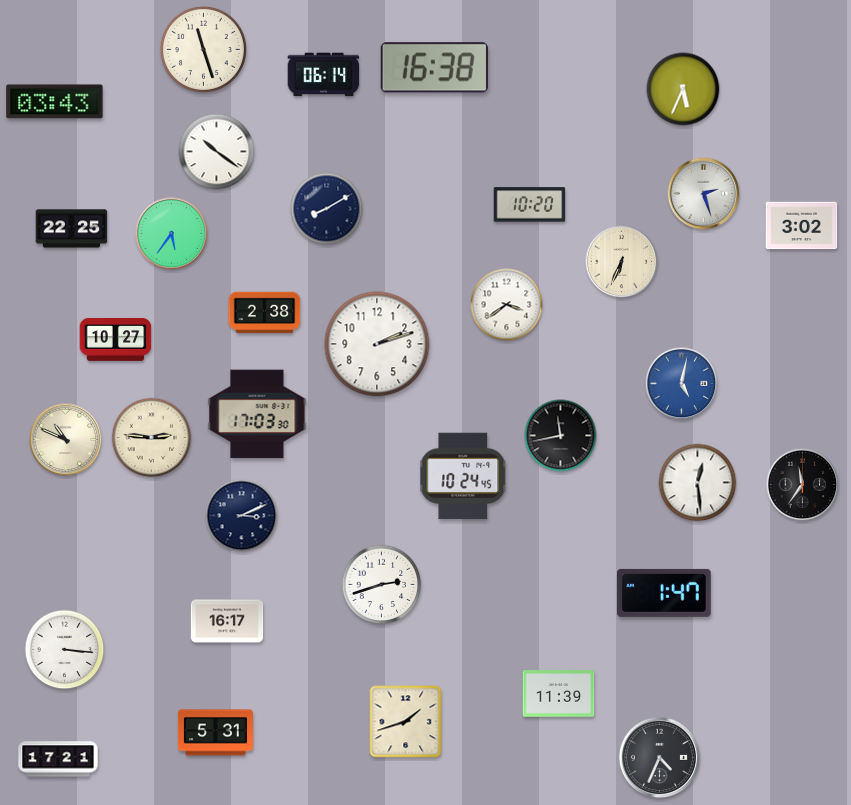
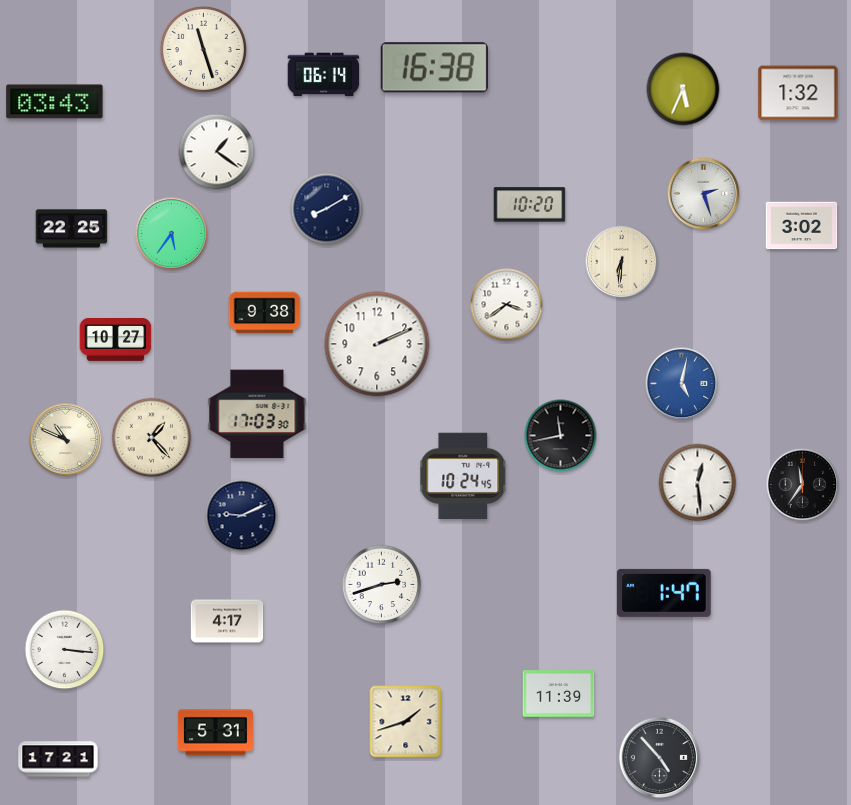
clock at (798, 93): none -> 1:32
clock at (217, 152): 10:21 -> 1:21
clock at (622, 262): 6:34 -> 6:31
clock at (265, 313): 2:38 -> 9:38
clock at (377, 344): 2:12 -> 2:11
clock at (152, 438): 2:46 -> 1:23
clock at (242, 516): 3:11 -> 9:11
clock at (227, 621): 16:17 -> 4:17
clock at (659, 757): 4:34 -> 4:53
